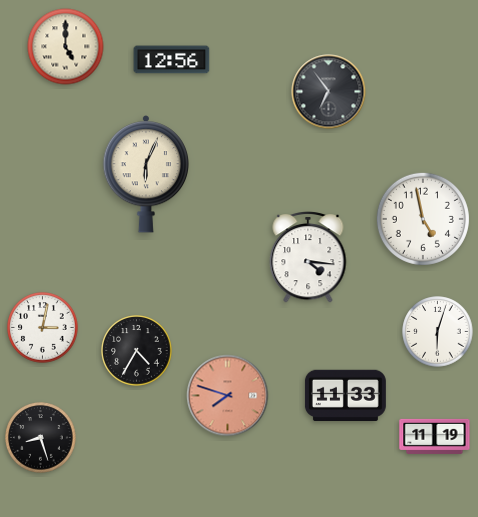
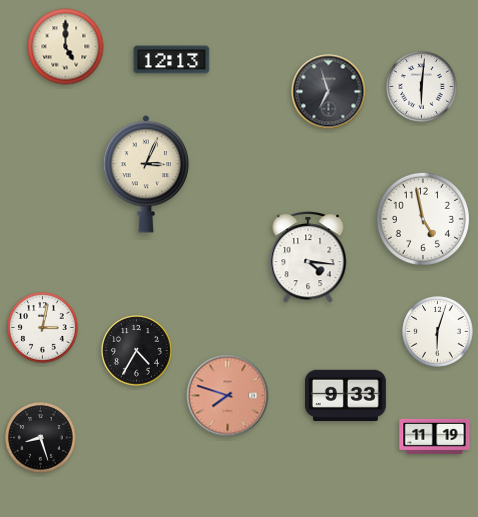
clock at (172, 60): 12:56 -> 12:13
clock at (422, 87): none -> 6:01
clock at (329, 92): 6:54 -> 6:57
clock at (145, 174): 6:04 -> 3:04
clock at (345, 395): 11:33 -> 9:33
